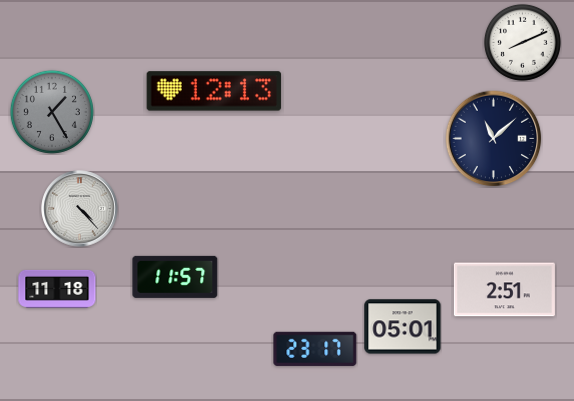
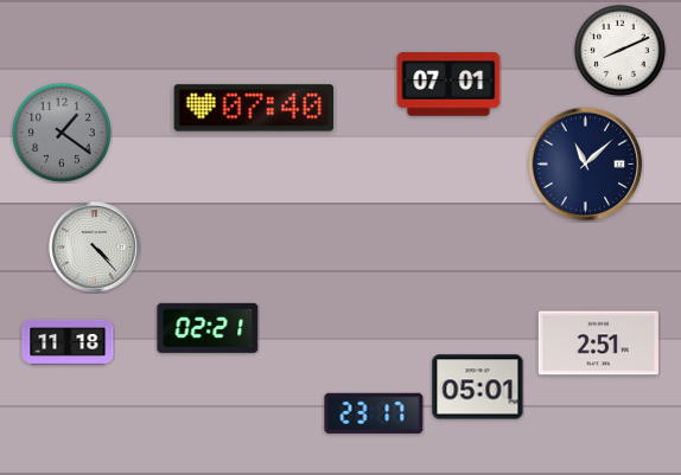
clock at (448, 84): none -> 07:01
clock at (214, 91): 12:13 -> 07:40
clock at (52, 112): 1:25 -> 1:21
clock at (175, 277): 11:57 -> 02:21
